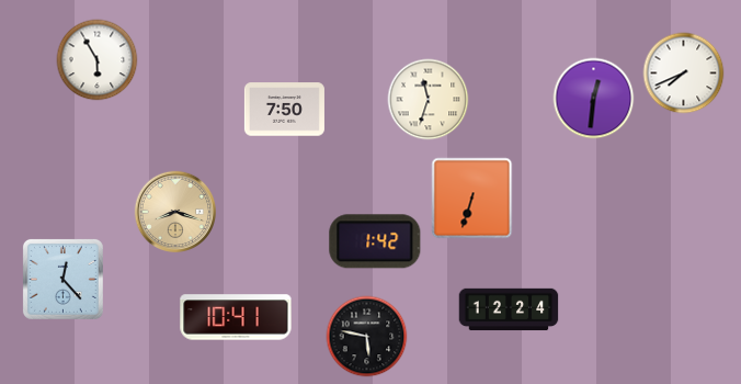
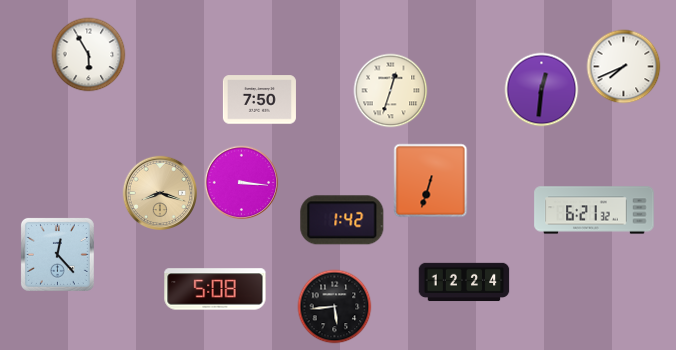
clock at (429, 100): 11:33 -> 12:33
clock at (242, 183): none -> 3:16
clock at (594, 210): none -> 6:21
clock at (236, 317): 10:41 -> 5:08
clock at (367, 337): 5:47 -> 5:44
